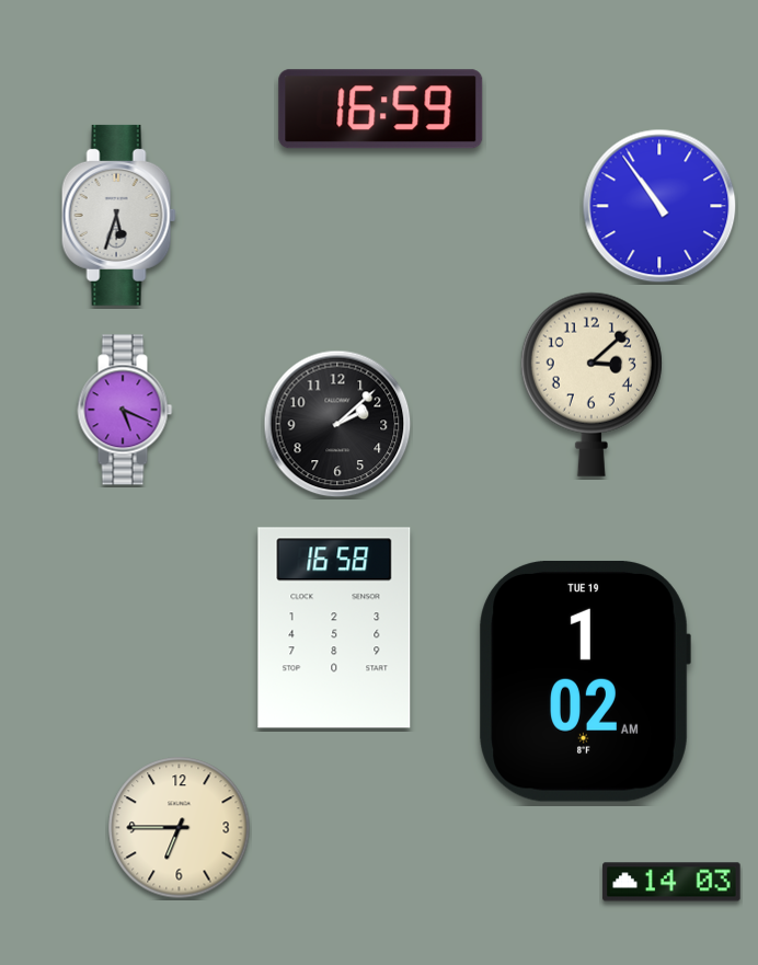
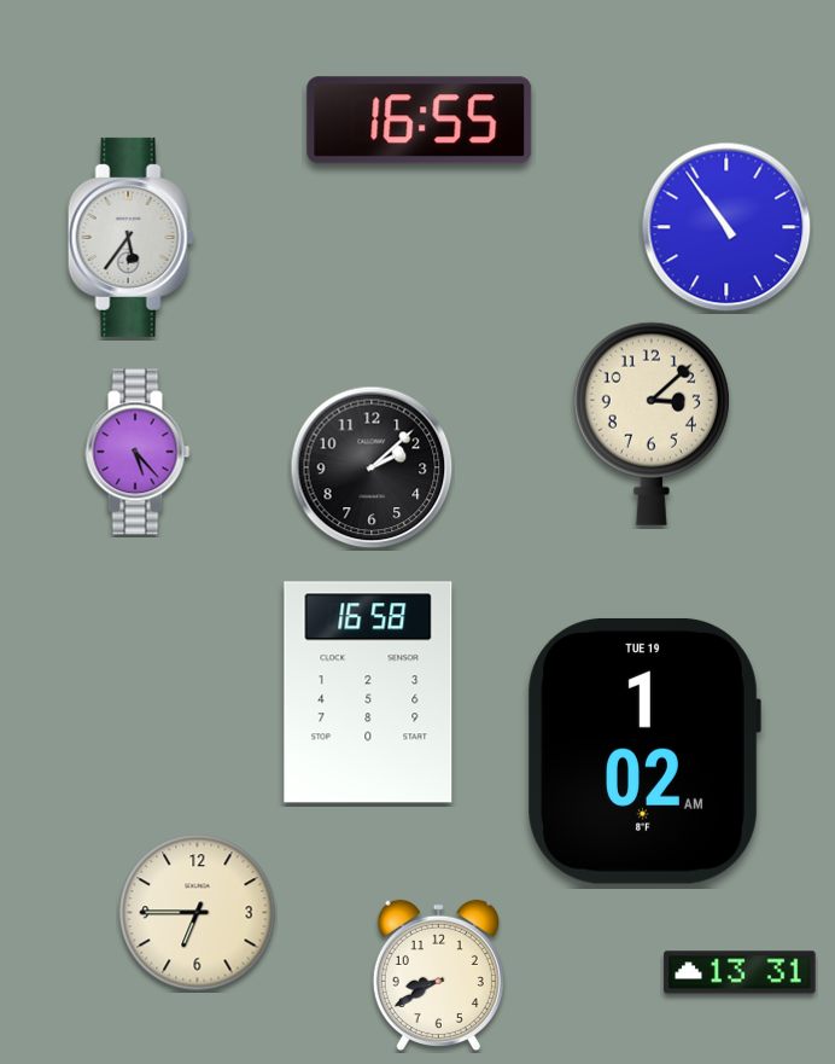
clock at (381, 110): 16:59 -> 16:55
clock at (118, 215): 5:33 -> 5:36
clock at (125, 410): 5:19 -> 5:23
clock at (671, 882): 14:03 -> 13:31
clock at (438, 975): none -> 8:40
